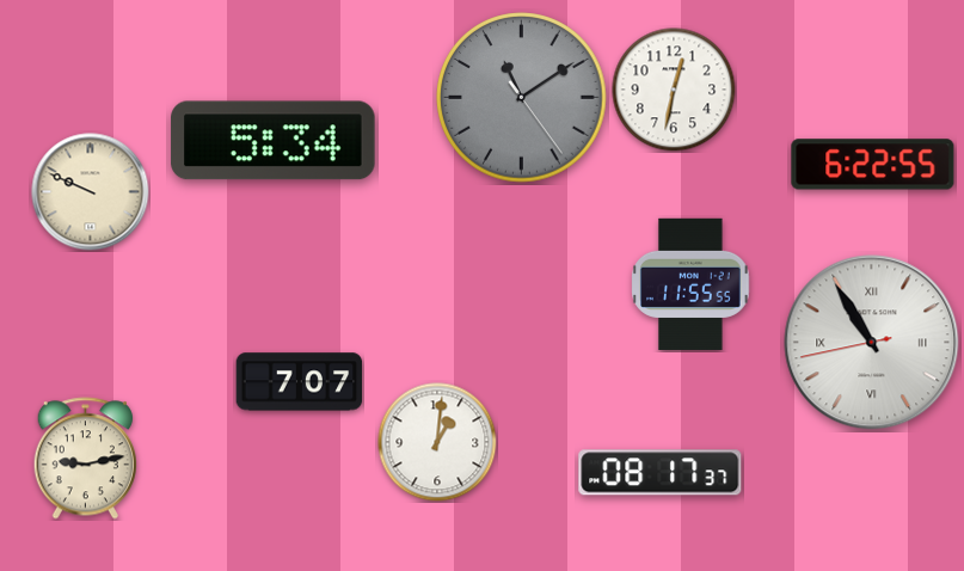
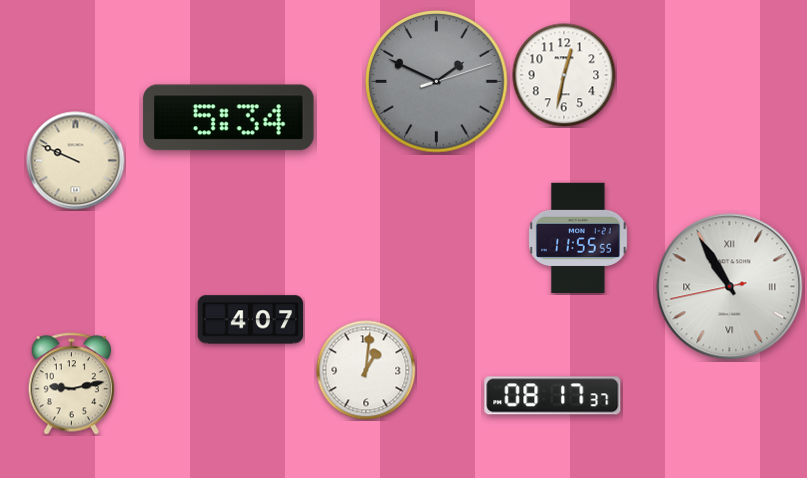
clock at (522, 98): 11:09 -> 1:49
clock at (873, 165): 6:22 -> none
clock at (300, 382): 7:07 -> 4:07
